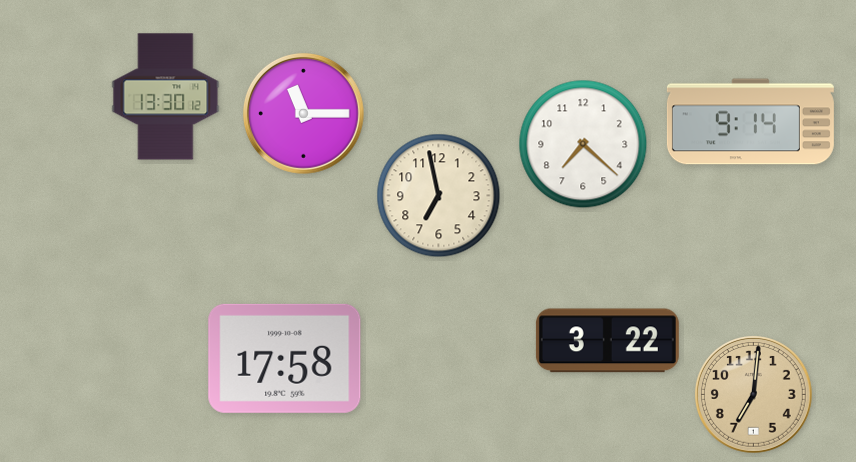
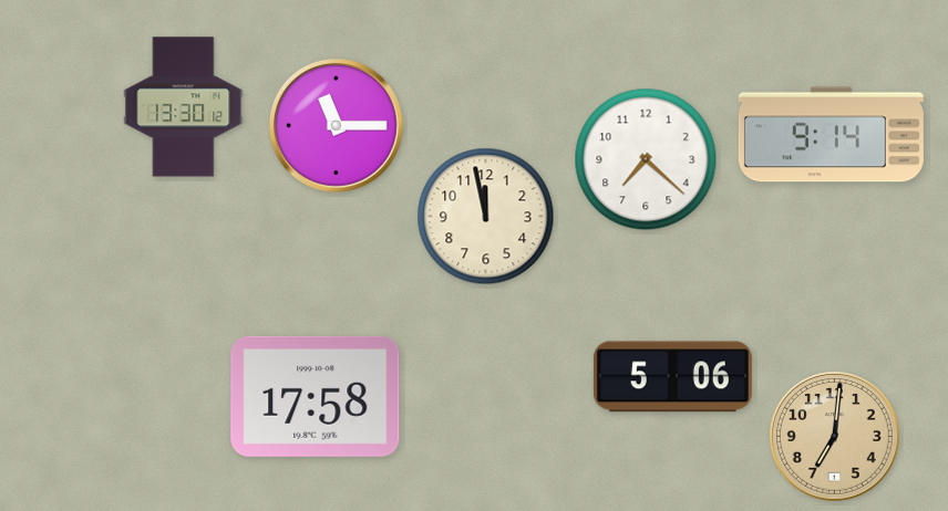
clock at (439, 196): 6:58 -> 11:58
clock at (607, 341): 3:22 -> 5:06
